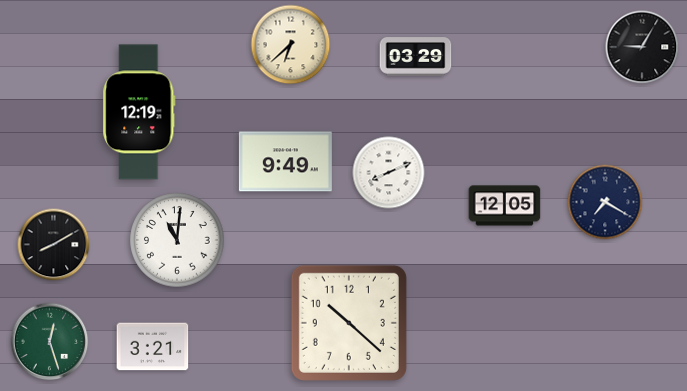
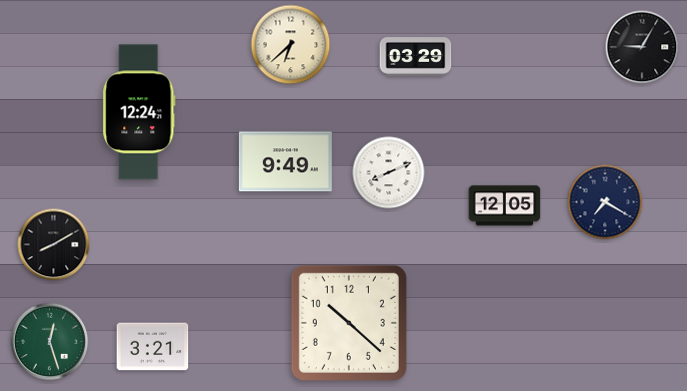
clock at (139, 112): 12:19 -> 12:24
clock at (177, 240): 11:01 -> none
